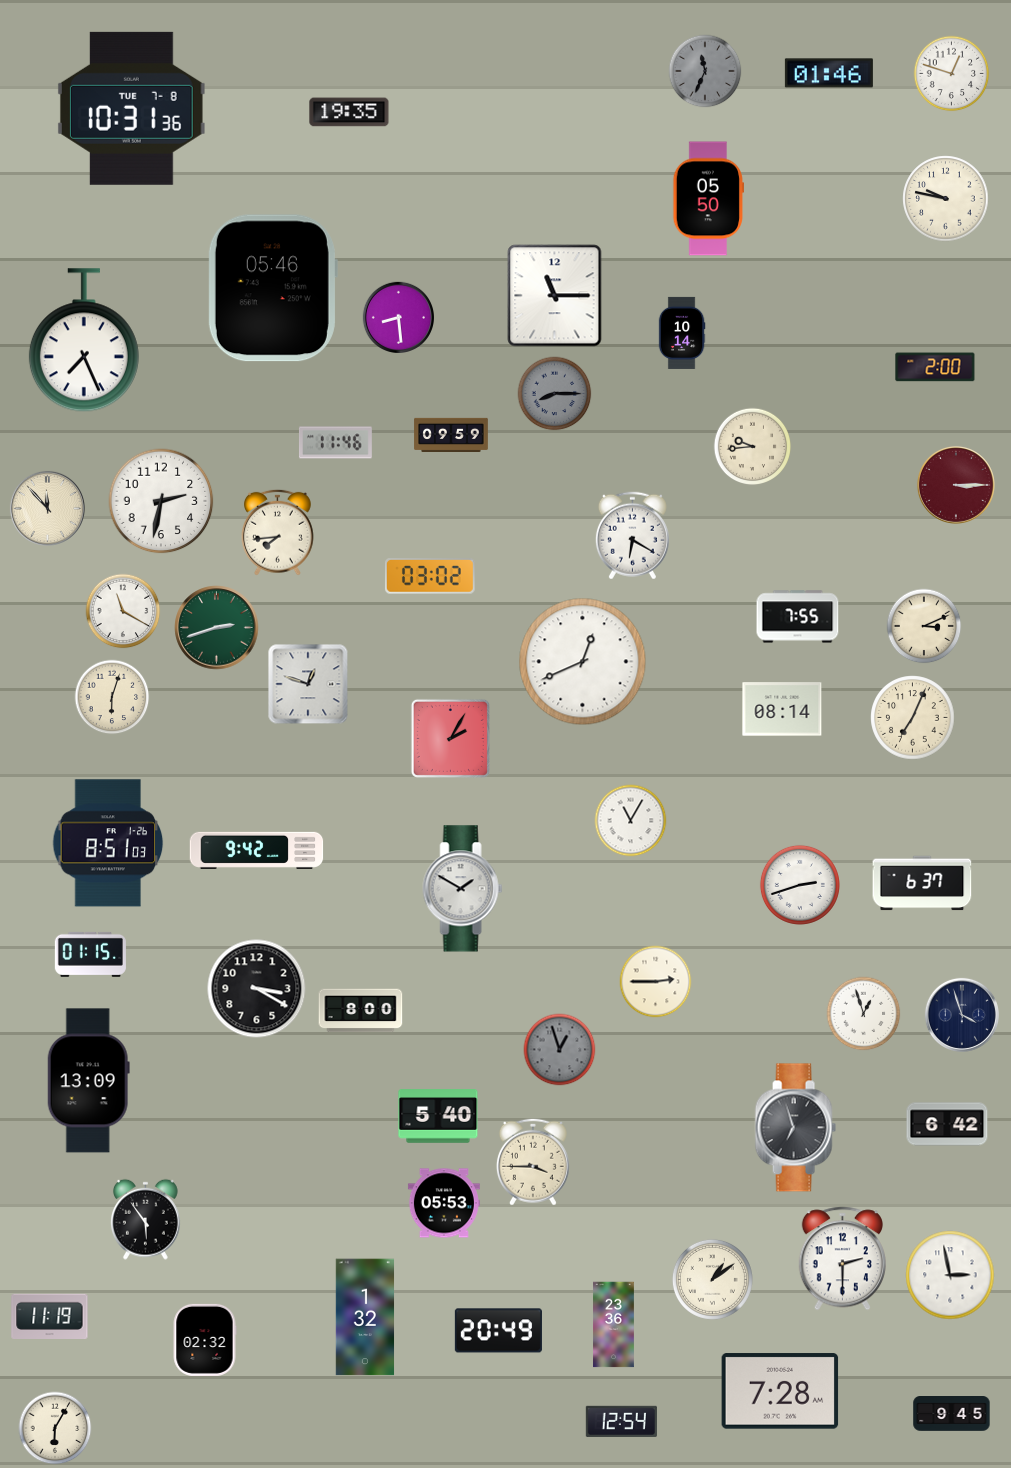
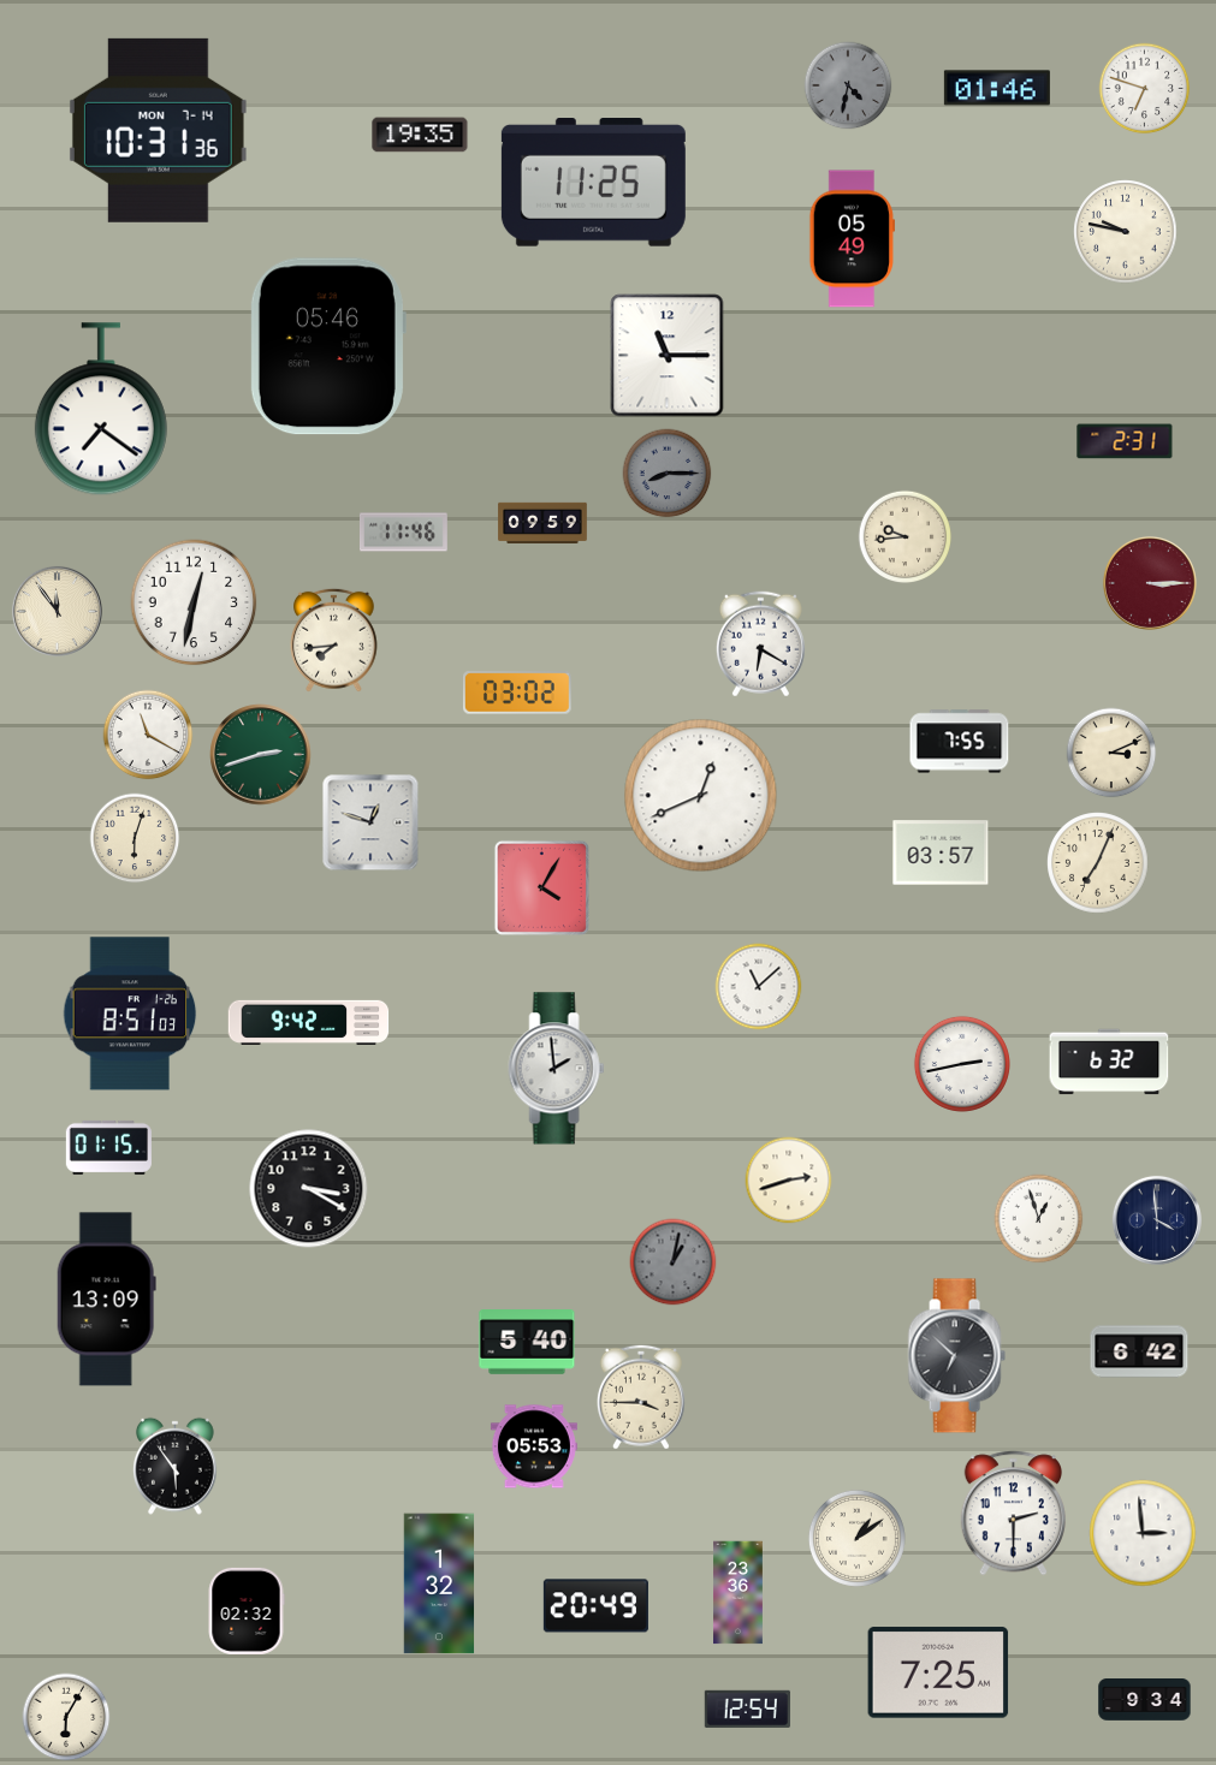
clock at (705, 71): 11:34 -> 4:32
clock at (952, 74): 12:48 -> 6:48
clock at (131, 108) date: TUE 7-8 -> MON 7-14
clock at (593, 183): none -> 11:25
clock at (708, 199): 05:50 -> 05:49
clock at (946, 199) position: (946, 199) -> (1126, 232)
clock at (398, 317): 8:29 -> none
clock at (682, 333): 10:14 -> none
clock at (84, 341): 7:26 -> 7:21
clock at (935, 367): 2:00 -> 2:31
clock at (161, 501): 2:32 -> 12:32
clock at (47, 508): 11:53 -> 11:54
clock at (782, 709): 08:14 -> 03:57
clock at (450, 738): 2:05 -> 4:05
clock at (631, 821): 11:05 -> 11:08
clock at (922, 883): 6:37 -> 6:32
clock at (800, 885): 2:42 -> 2:43
clock at (463, 889): 1:50 -> 1:59
clock at (656, 982): 2:45 -> 2:42
clock at (361, 1011): 8:00 -> none
clock at (962, 1015): 3:57 -> 3:59
clock at (560, 1050): 12:57 -> 1:02
clock at (795, 1128): 6:57 -> 6:52
clock at (950, 1275): 2:58 -> 2:59
clock at (50, 1317): 11:19 -> none
clock at (498, 1331) position: (498, 1331) -> (595, 1606)
clock at (780, 1391): 7:28 -> 7:25
clock at (952, 1414): 9:45 -> 9:34
